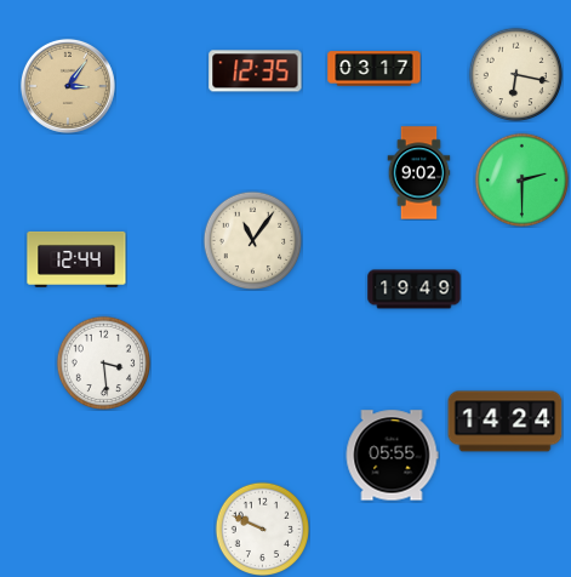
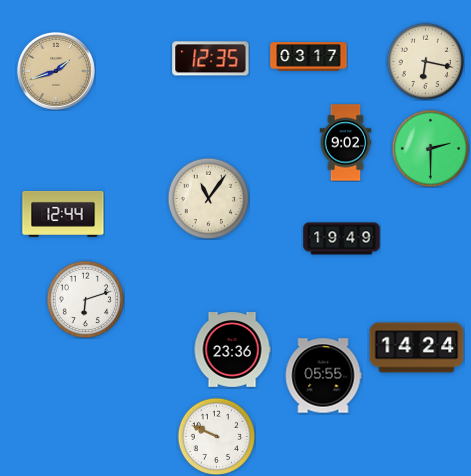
clock at (68, 86): 3:06 -> 1:42
clock at (103, 362): 3:29 -> 6:12
clock at (232, 350): none -> 23:36
